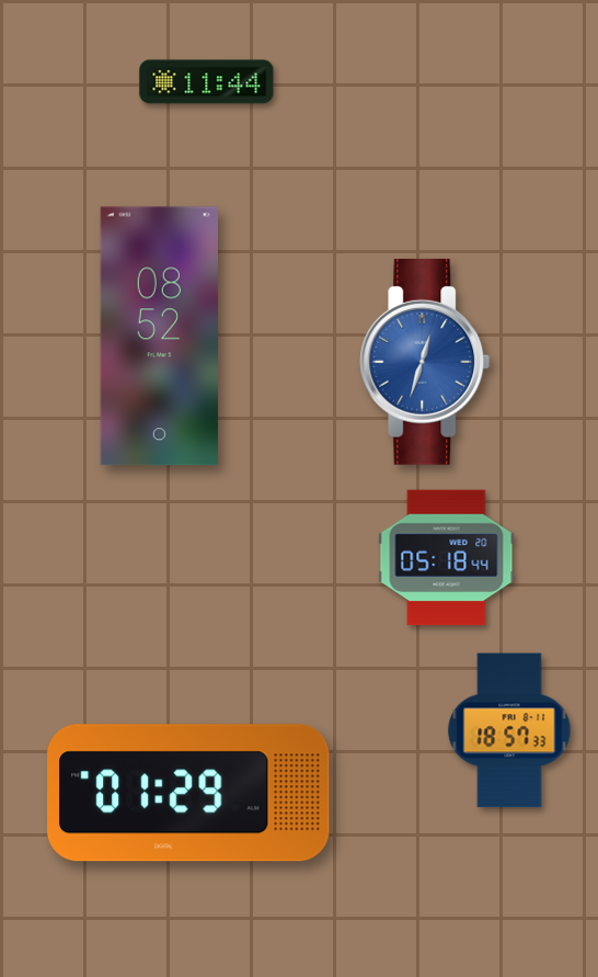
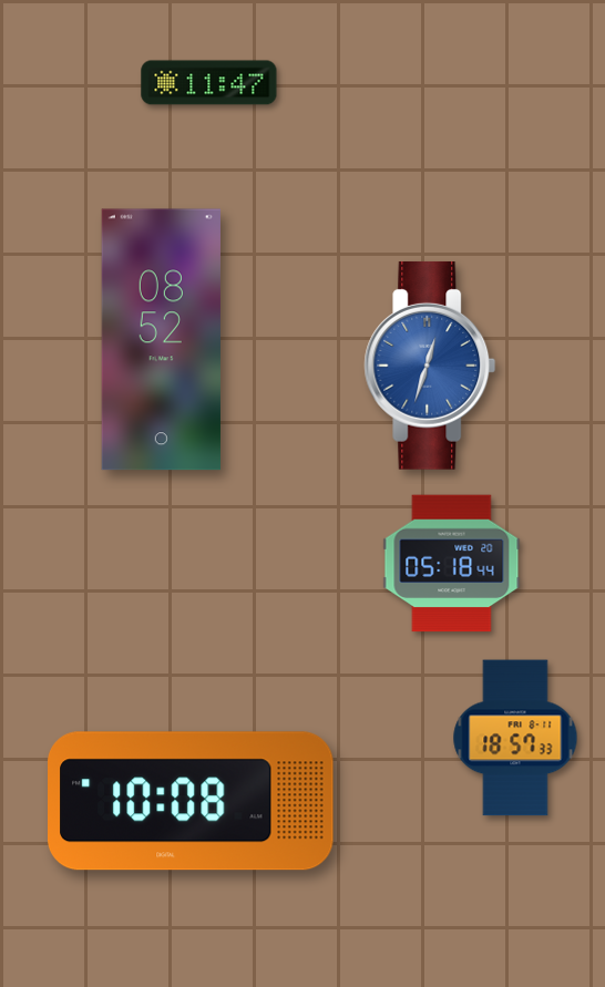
clock at (207, 82): 11:44 -> 11:47
clock at (189, 793): 01:29 -> 10:08
